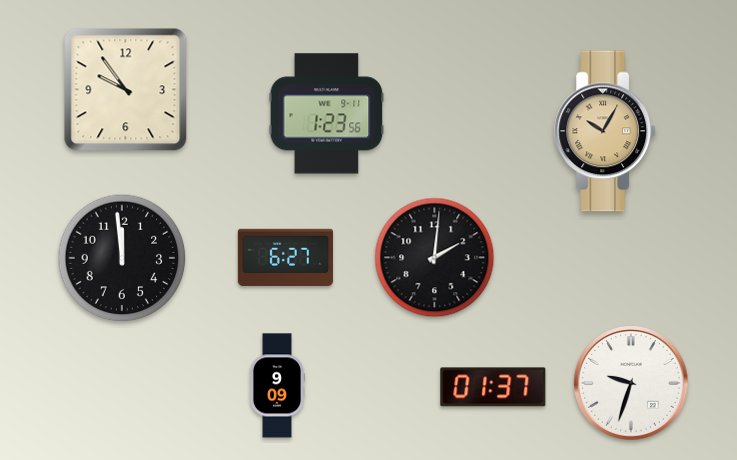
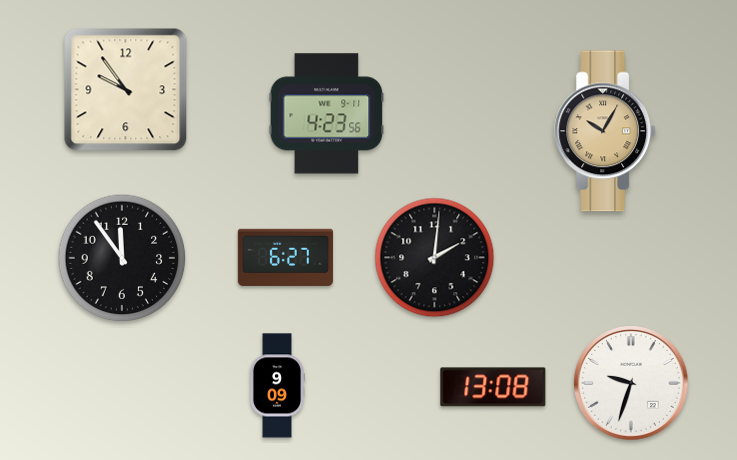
clock at (327, 114): 1:23 -> 4:23
clock at (122, 258): 11:59 -> 11:54
clock at (493, 387): 01:37 -> 13:08
